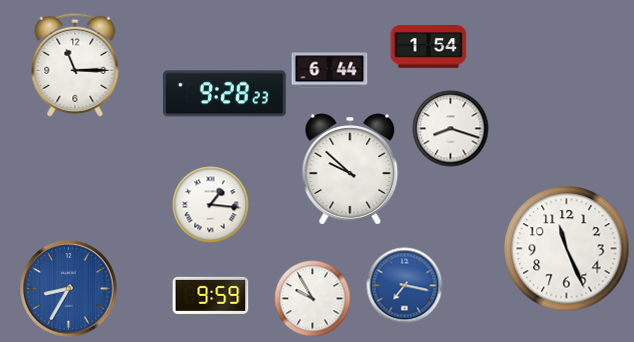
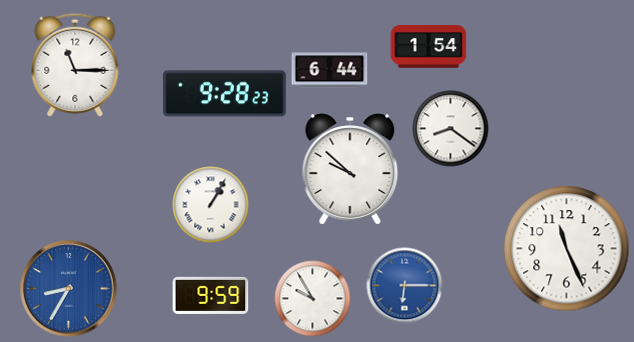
clock at (451, 129): 8:18 -> 8:21
clock at (211, 205): 1:16 -> 1:05
clock at (405, 286): 7:17 -> 6:15
